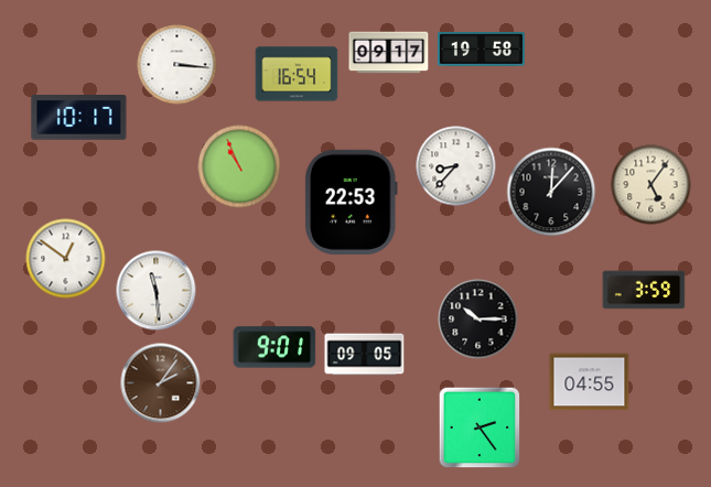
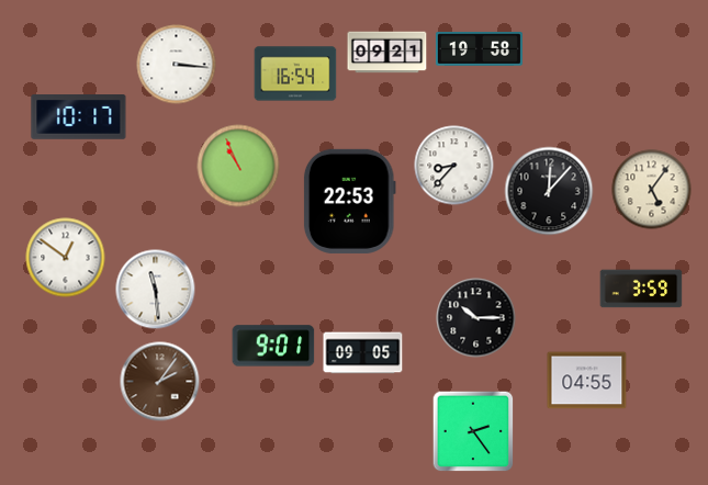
clock at (389, 53): 09:17 -> 09:21
clock at (651, 185) position: (651, 185) -> (652, 190)
clock at (480, 428) position: (480, 428) -> (473, 431)
